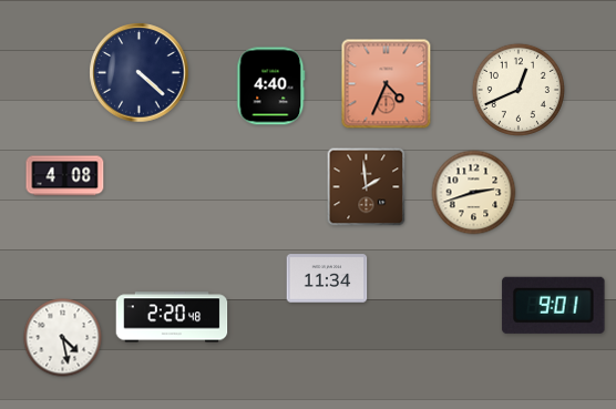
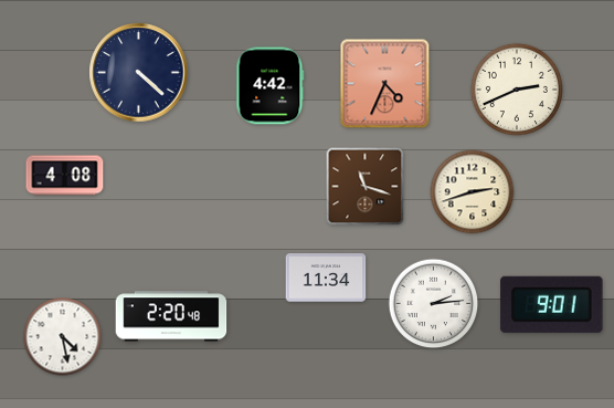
clock at (271, 86): 4:40 -> 4:42
clock at (519, 90): 12:41 -> 2:41
clock at (367, 187): 1:59 -> 11:18
clock at (434, 304): none -> 2:14
